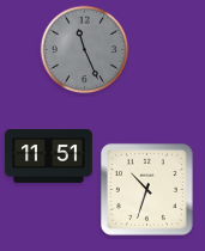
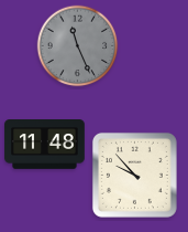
clock at (49, 157): 11:51 -> 11:48
clock at (146, 189): 10:33 -> 9:53
